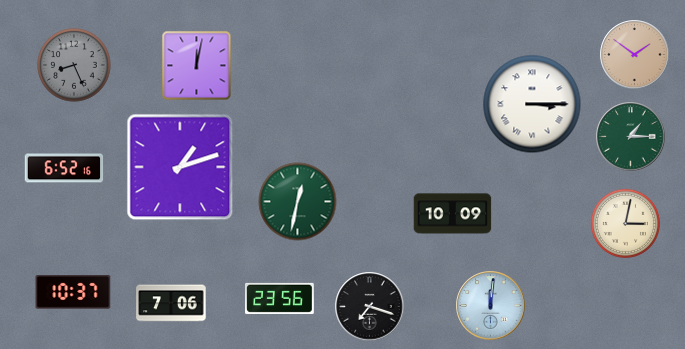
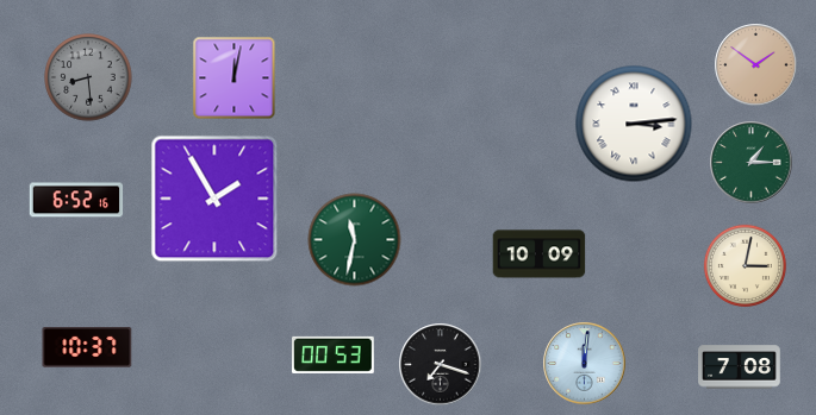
clock at (74, 65): 8:26 -> 8:29
clock at (532, 104): 3:15 -> 3:14
clock at (180, 167): 1:12 -> 1:55
clock at (298, 202): 12:32 -> 11:32
clock at (280, 298): 23:56 -> 00:53
clock at (171, 303): 7:06 -> none
clock at (740, 367): none -> 7:08
